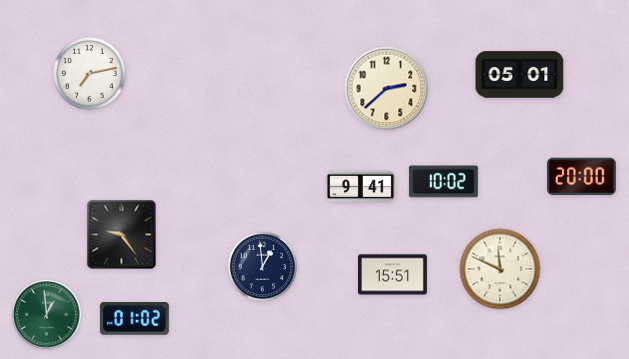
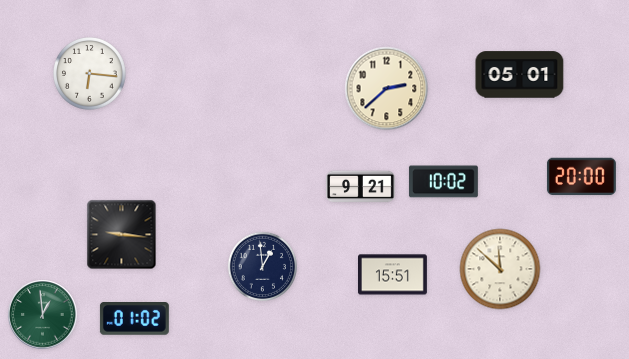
clock at (90, 74): 7:13 -> 6:16
clock at (361, 187): 9:41 -> 9:21
clock at (122, 235): 9:24 -> 9:16
clock at (500, 269): 11:49 -> 11:52
clock at (47, 315) position: (47, 315) -> (43, 315)
